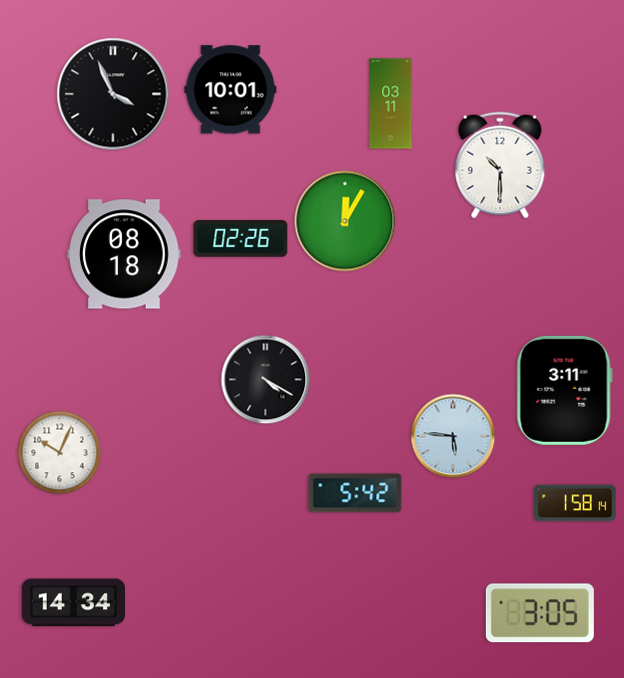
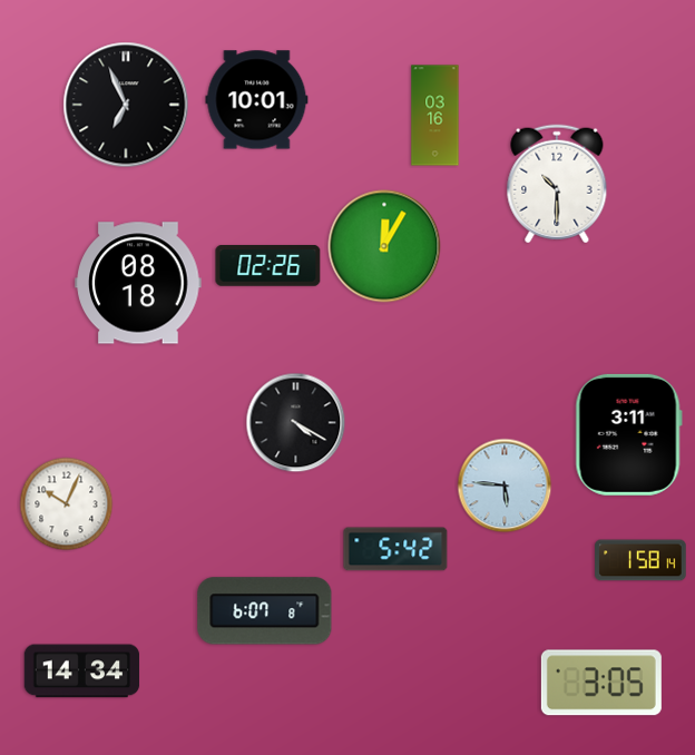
clock at (113, 94): 3:56 -> 6:56
clock at (391, 104): 03:11 -> 03:16
clock at (265, 611): none -> 6:07
